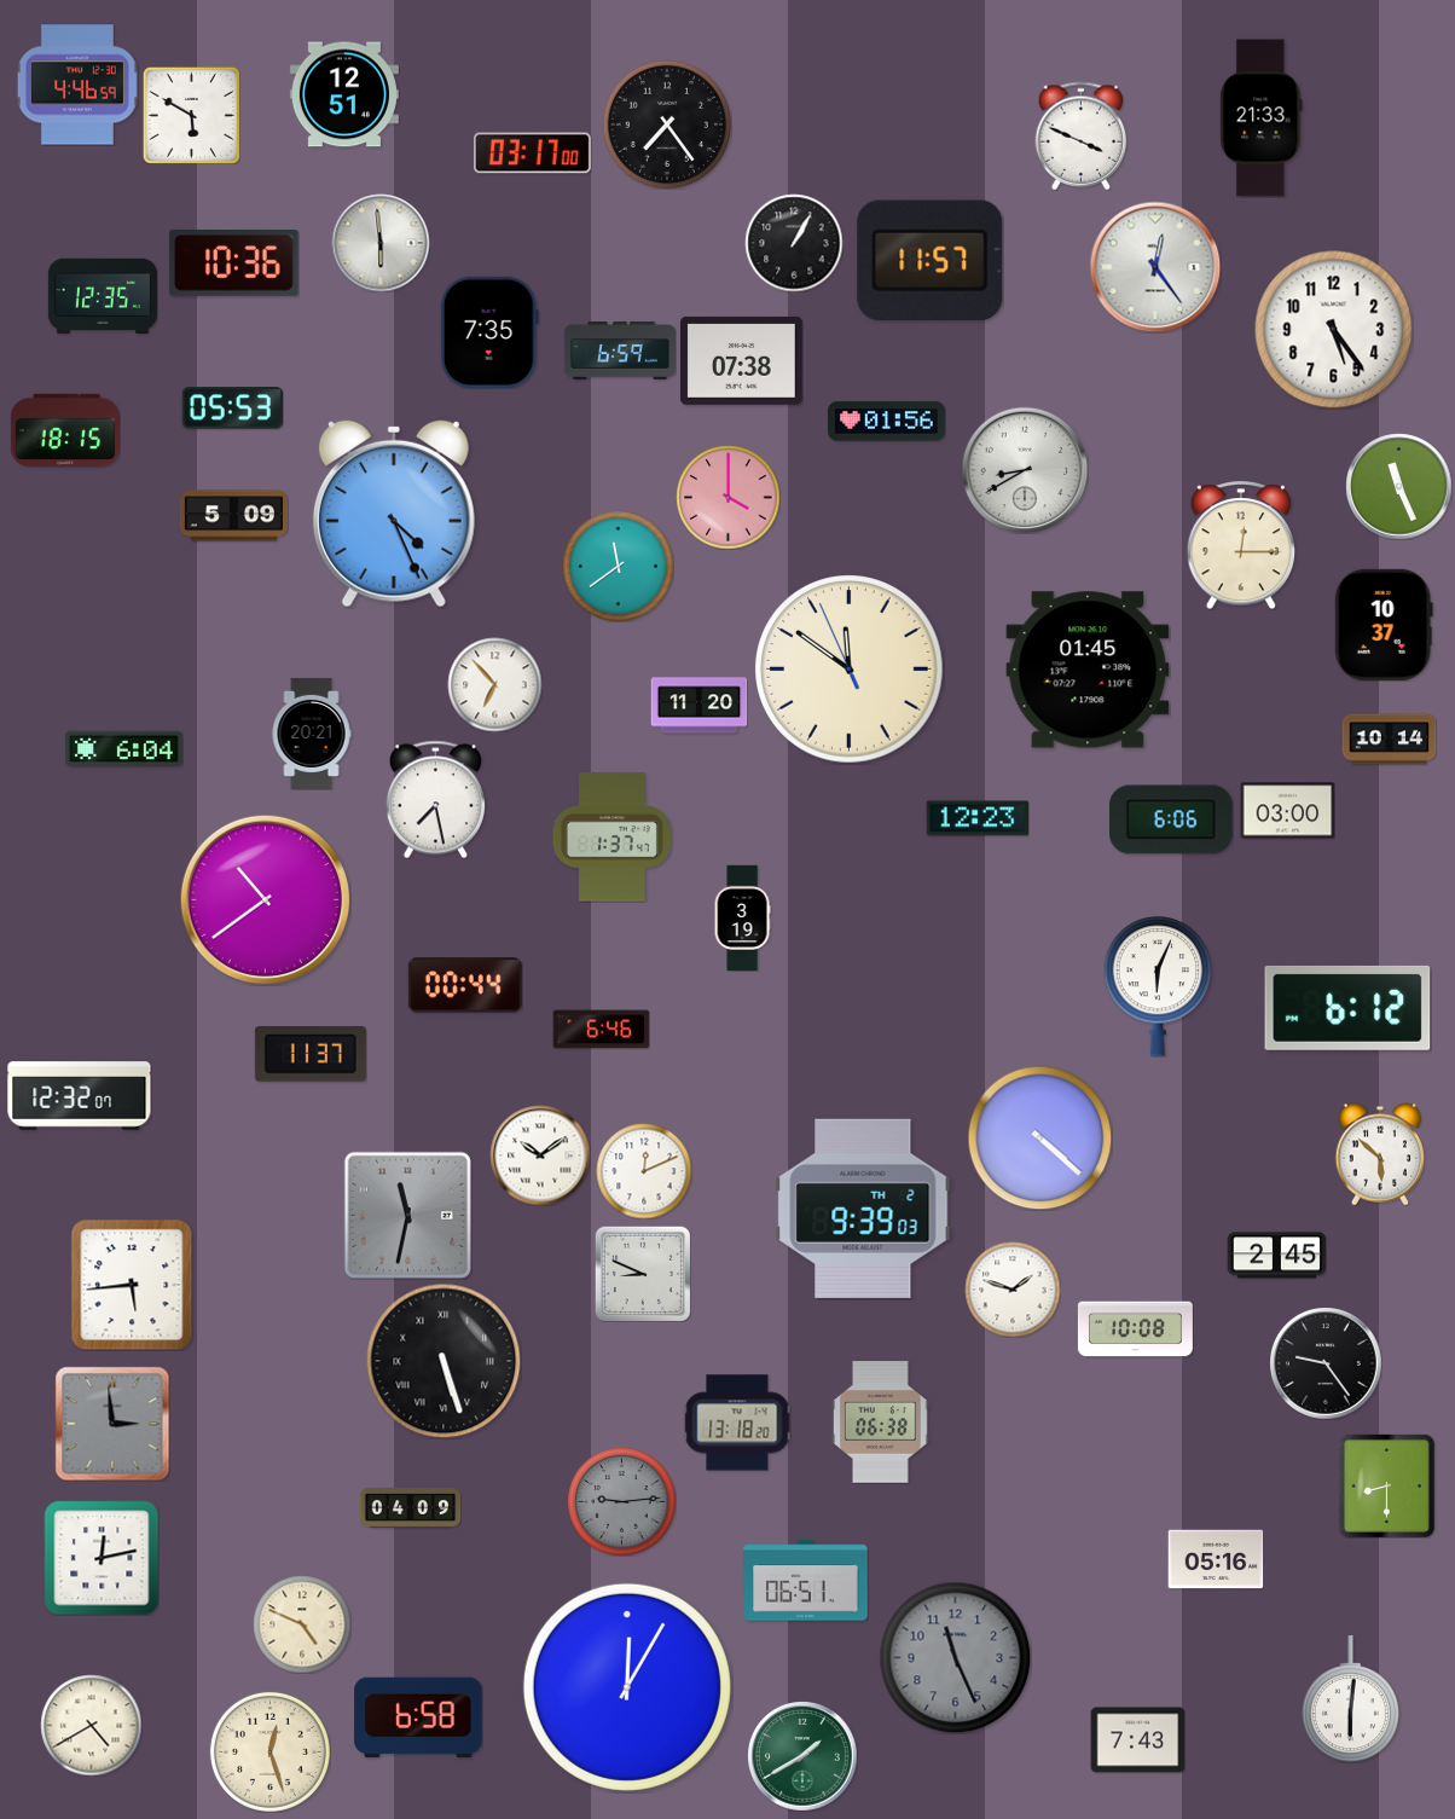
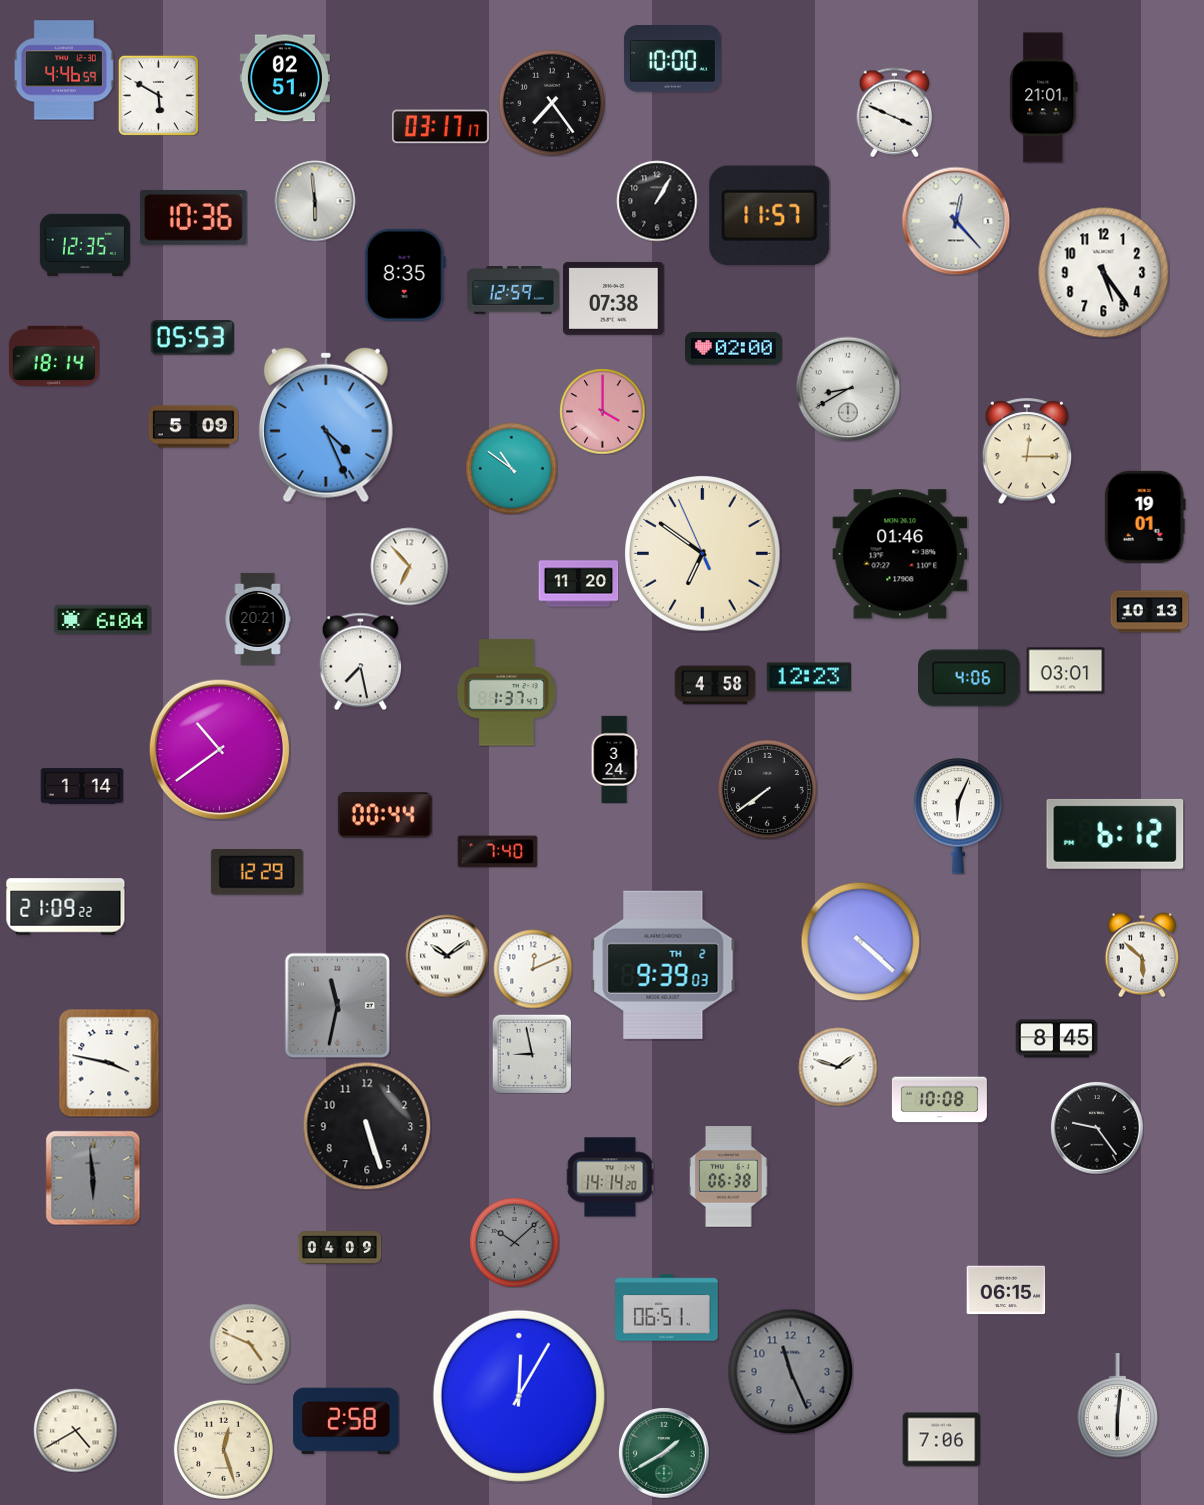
clock at (672, 59): none -> 10:00
clock at (344, 94): 12:51 -> 02:51
clock at (1262, 118): 21:33 -> 21:01
clock at (532, 153): 03:17:00 -> 03:17:17
clock at (1155, 267): 12:24 -> 12:23
clock at (489, 332): 7:35 -> 8:35
clock at (620, 352): 6:59 -> 12:59
clock at (886, 422): 01:56 -> 02:00
clock at (65, 429): 18:15 -> 18:14
clock at (1398, 486): 11:26 -> none
clock at (618, 566): 11:39 -> 10:51
clock at (1384, 625): 10:37 -> 19:01
clock at (850, 670): 11:50 -> 6:50
clock at (1088, 670): 01:45 -> 01:46
clock at (312, 734) position: (312, 734) -> (258, 619)
clock at (1389, 740): 10:14 -> 10:13
clock at (1287, 811): 03:00 -> 03:01
clock at (1172, 819): 6:06 -> 4:06
clock at (715, 685): none -> 4:58
clock at (265, 899) position: (265, 899) -> (219, 749)
clock at (742, 917): 3:19 -> 3:24
clock at (82, 786): none -> 1:14
clock at (767, 789): none -> 7:39
clock at (601, 1030): 6:46 -> 7:40
clock at (311, 1055): 11:37 -> 12:29
clock at (80, 1096): 12:32 -> 21:09
clock at (863, 1209) position: (863, 1209) -> (663, 965)
clock at (1276, 1256): 2:45 -> 8:45
clock at (643, 1274): 8:49 -> 8:58
clock at (132, 1285): 5:44 -> 3:47
clock at (444, 1361) numerals: Roman -> Arabic
clock at (737, 1423): 13:18 -> 14:14
clock at (112, 1424): 2:59 -> 5:59
clock at (1386, 1485): 8:30 -> none
clock at (621, 1501): 9:14 -> 10:08
clock at (102, 1558): 12:13 -> none
clock at (1216, 1559): 05:16 -> 06:15
clock at (418, 1717): 6:58 -> 2:58
clock at (91, 1725) position: (91, 1725) -> (75, 1430)
clock at (1137, 1740): 7:43 -> 7:06
